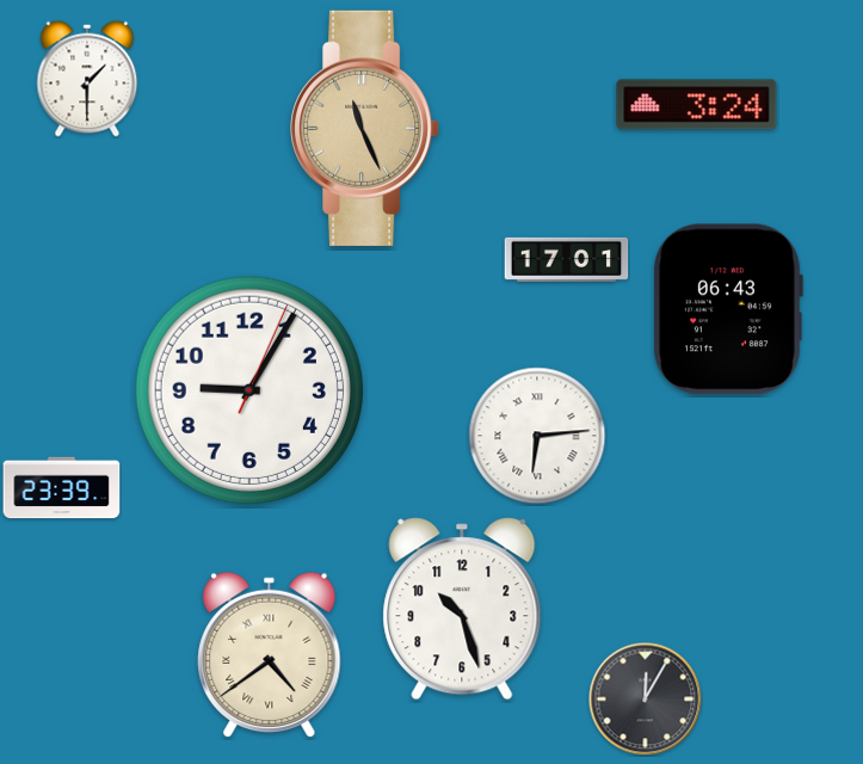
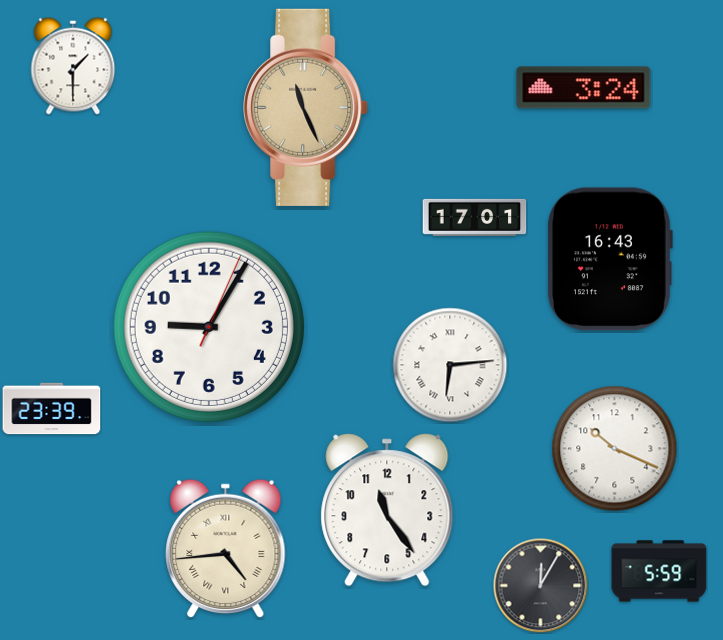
clock at (728, 309): 06:43 -> 16:43
clock at (615, 449): none -> 10:19
clock at (462, 609): 10:27 -> 11:24
clock at (270, 655): 4:39 -> 4:44
clock at (659, 571): none -> 5:59
